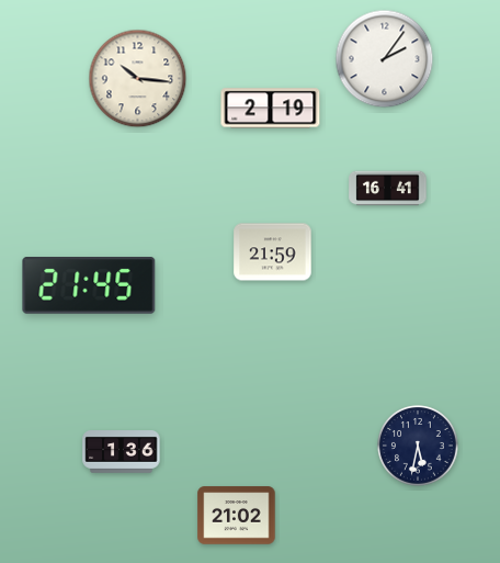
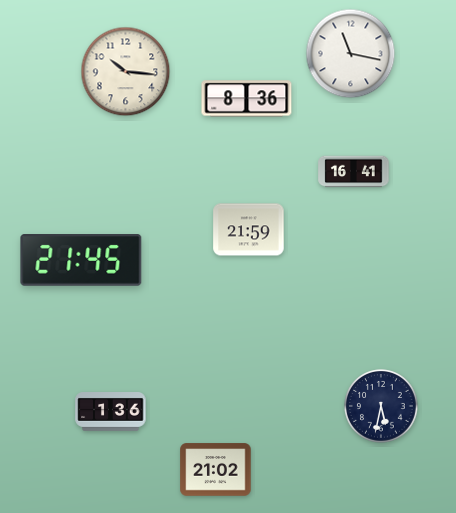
clock at (385, 59): 2:06 -> 11:17
clock at (271, 109): 2:19 -> 8:36
